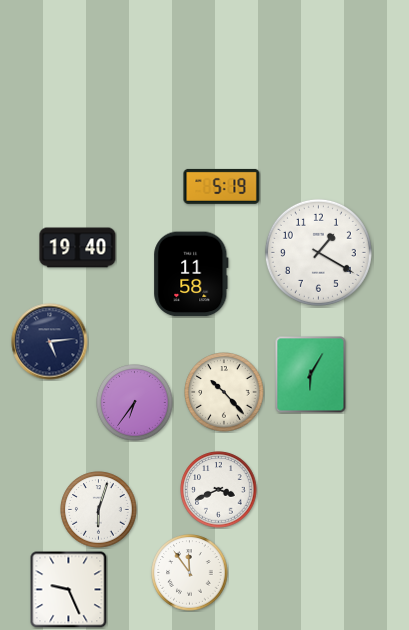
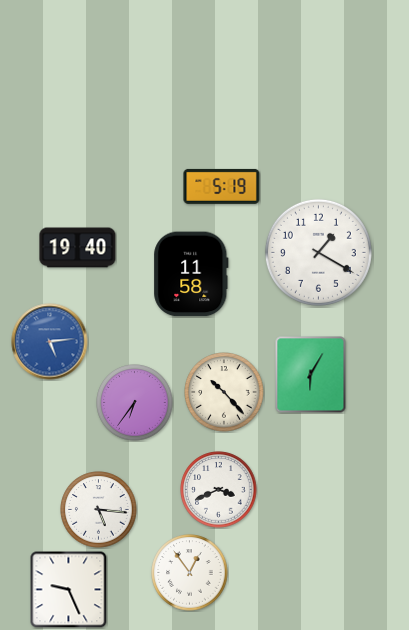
clock at (50, 342) dial: navy -> blue
clock at (99, 510): 6:03 -> 5:16
clock at (190, 573): 11:54 -> 12:54
